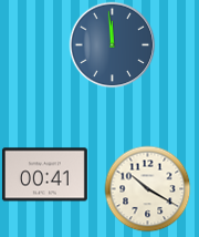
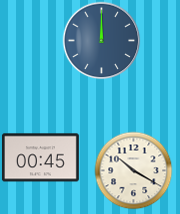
clock at (112, 44): 11:59 -> 12:00
clock at (44, 175): 00:41 -> 00:45
